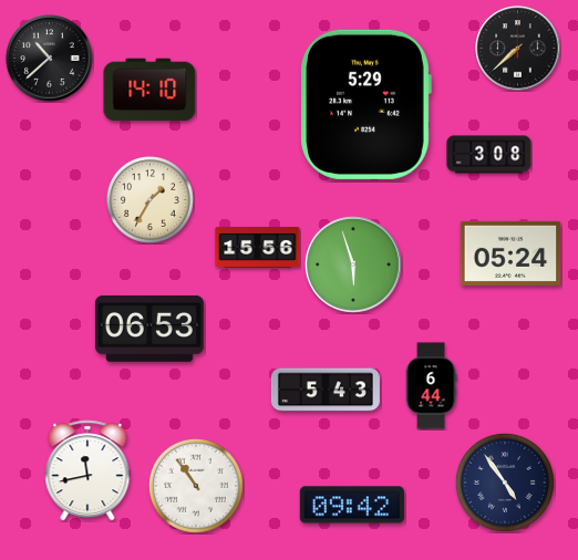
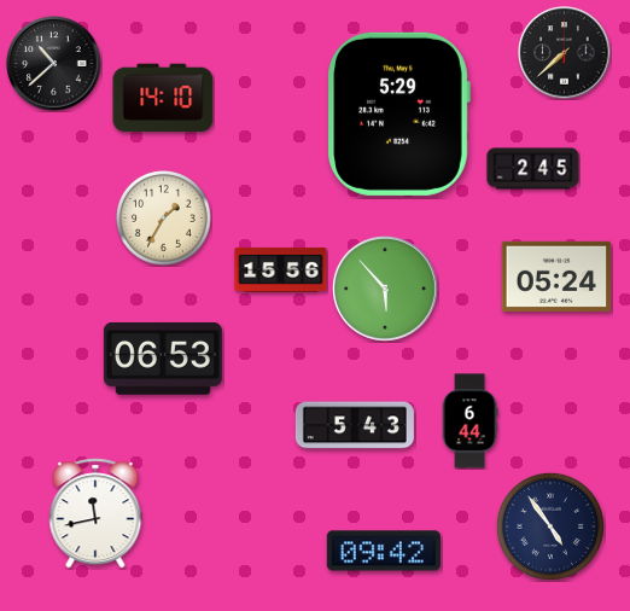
clock at (489, 155): 3:08 -> 2:45
clock at (353, 265): 5:57 -> 5:53
clock at (196, 486): 10:54 -> none
